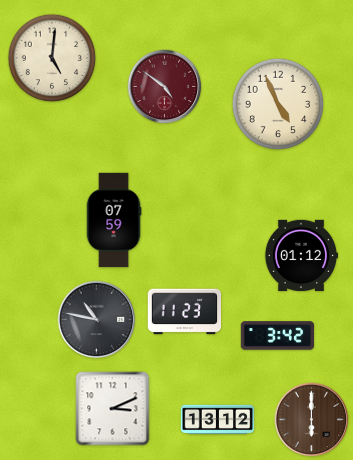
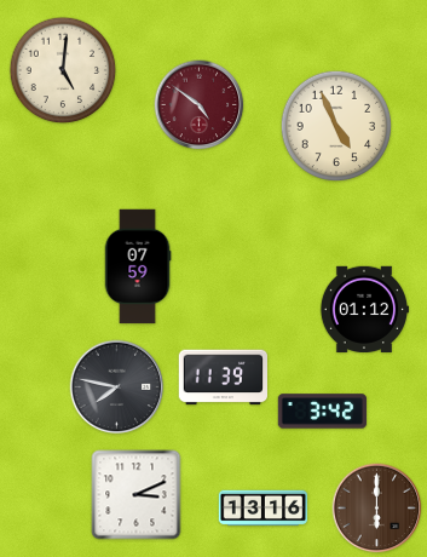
clock at (185, 312): 11:23 -> 11:39
clock at (97, 320): 10:47 -> 7:47
clock at (278, 336) position: (278, 336) -> (323, 412)
clock at (218, 420): 13:12 -> 13:16
